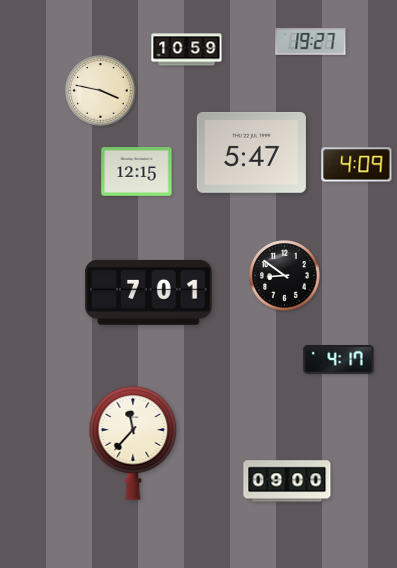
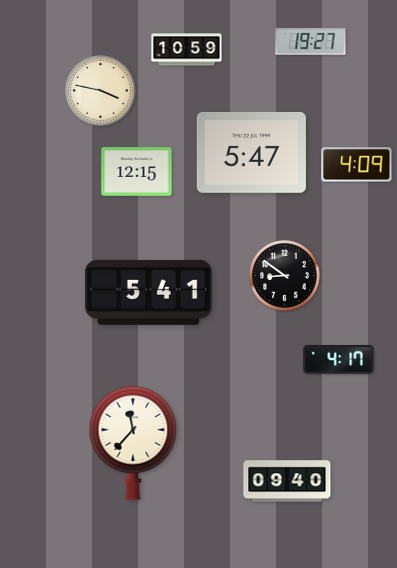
clock at (149, 292): 7:01 -> 5:41
clock at (287, 481): 09:00 -> 09:40
